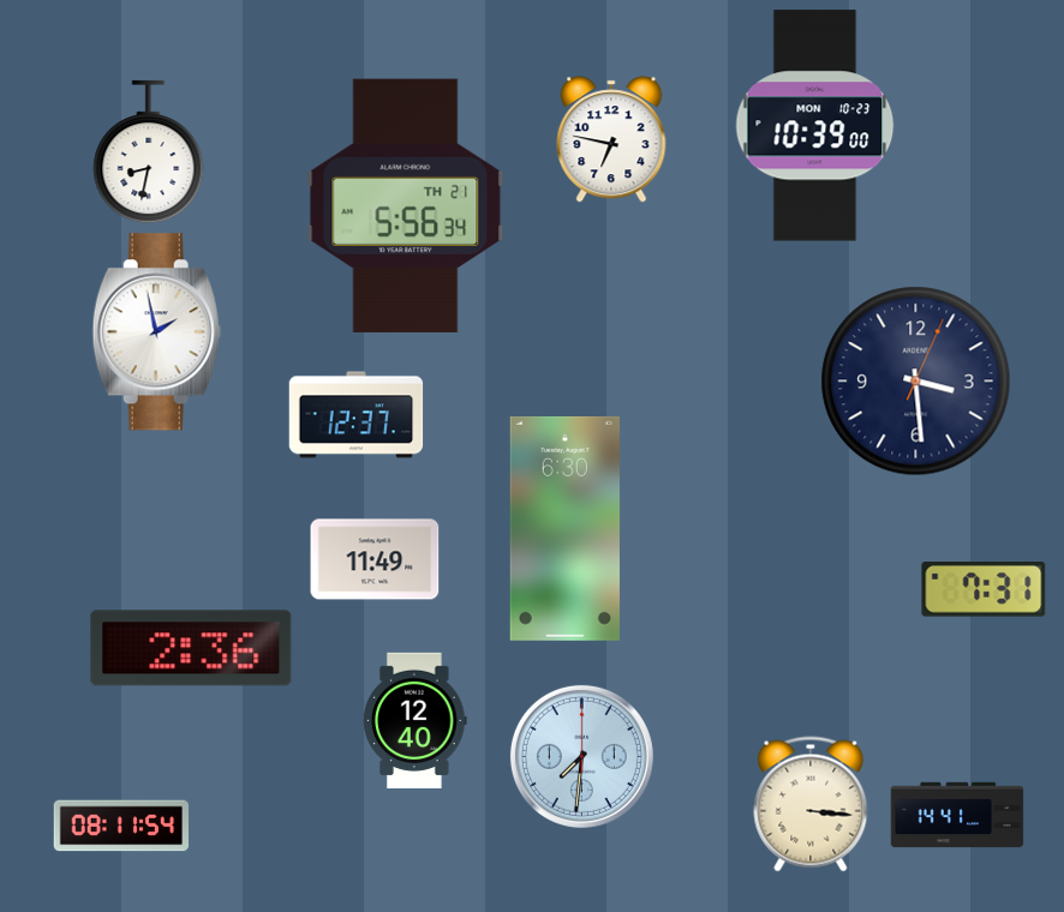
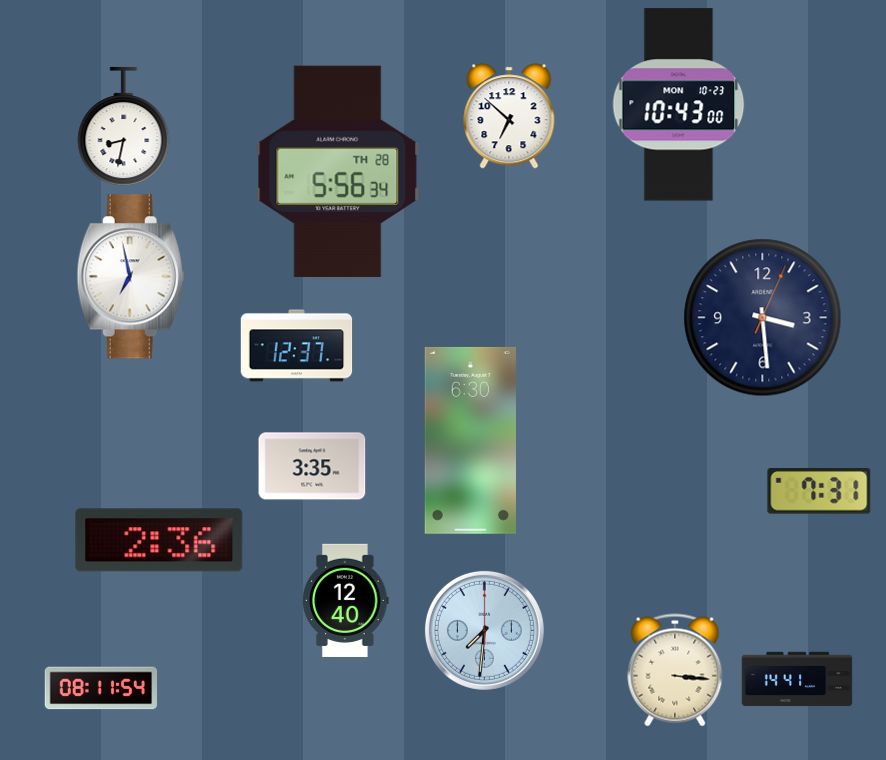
clock at (815, 126): 10:39 -> 10:43
clock at (611, 139): 6:47 -> 6:52
clock at (406, 205) date: TH 21 -> TH 28
clock at (156, 332): 1:58 -> 6:58
clock at (375, 559): 11:49 -> 3:35
